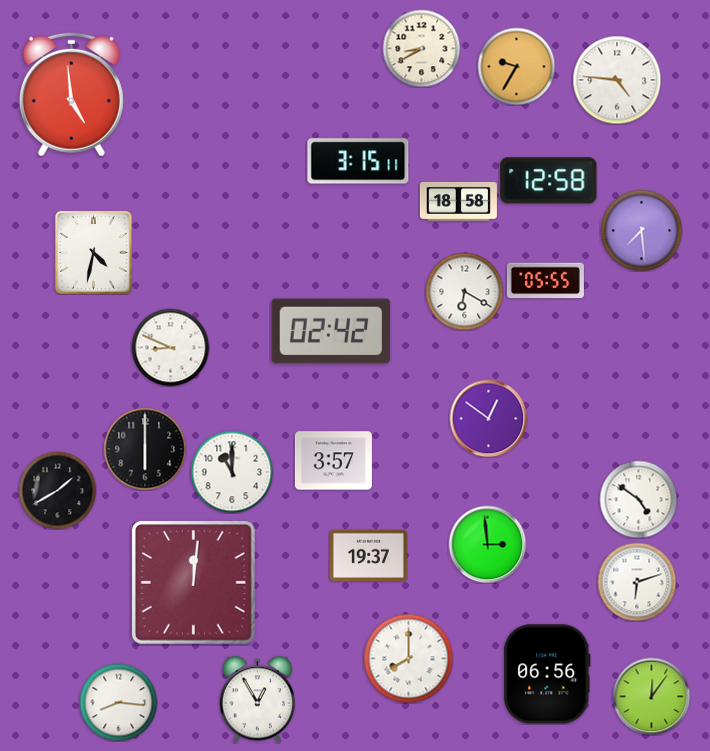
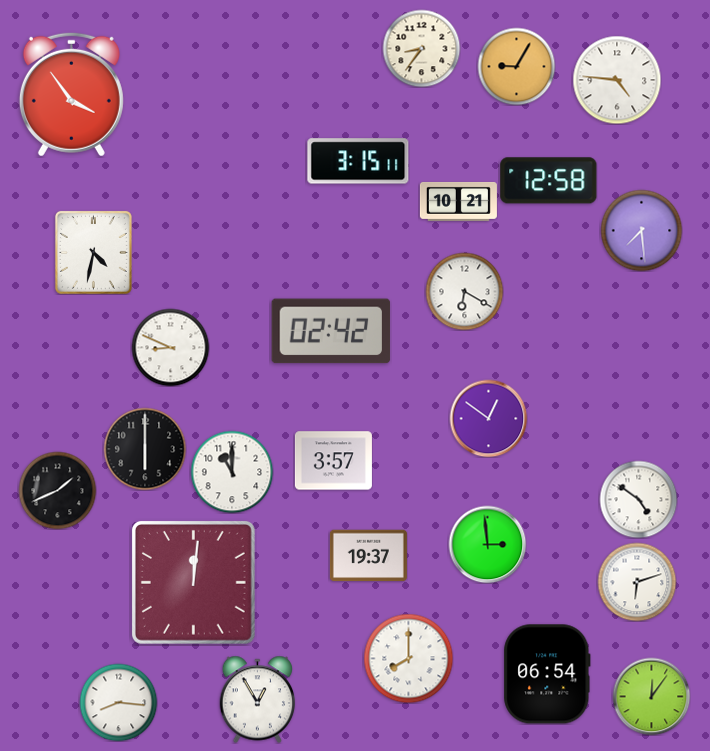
clock at (421, 48): 8:40 -> 8:36
clock at (516, 66): 9:35 -> 9:05
clock at (71, 94): 4:59 -> 3:54
clock at (458, 201): 18:58 -> 10:21
clock at (545, 281): 05:55 -> none
clock at (57, 490): 1:40 -> 1:41
clock at (547, 674): 06:56 -> 06:54
